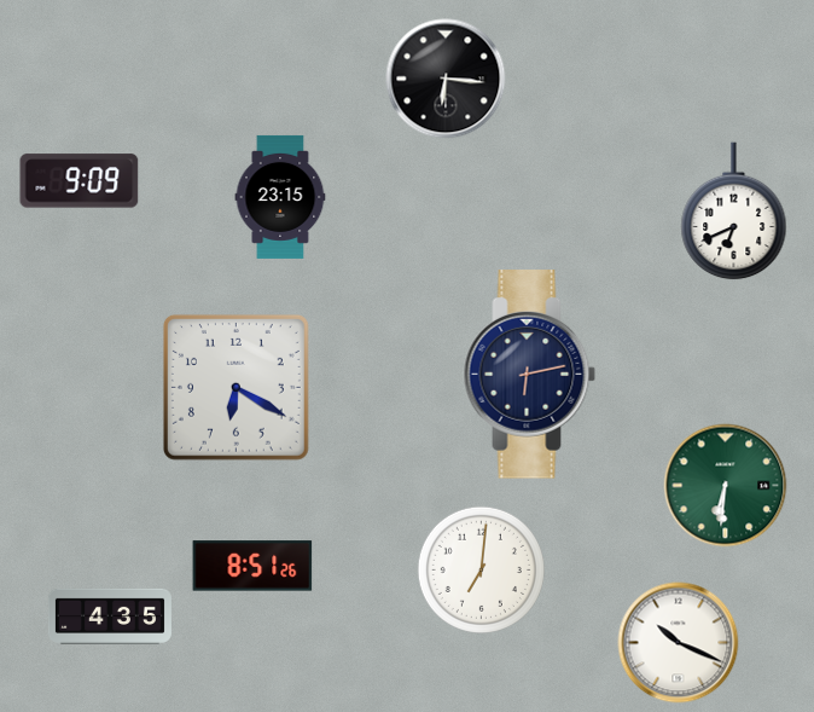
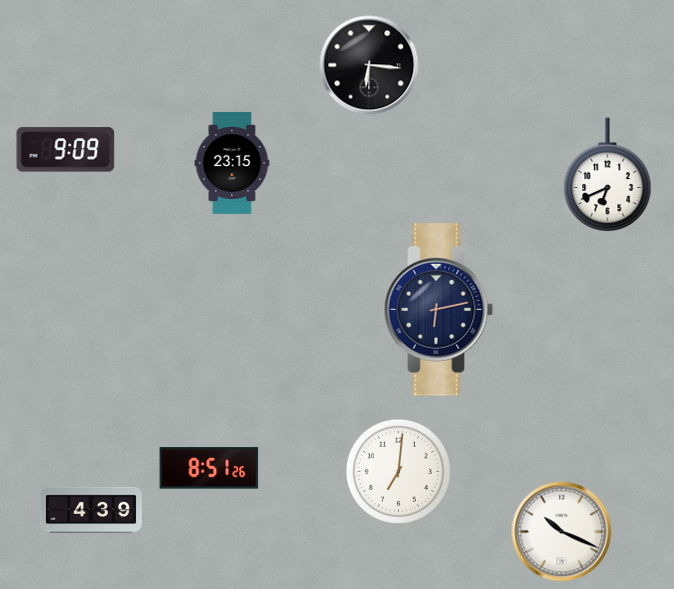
clock at (236, 387): 6:20 -> none
clock at (726, 486): 6:31 -> none
clock at (110, 617): 4:35 -> 4:39
